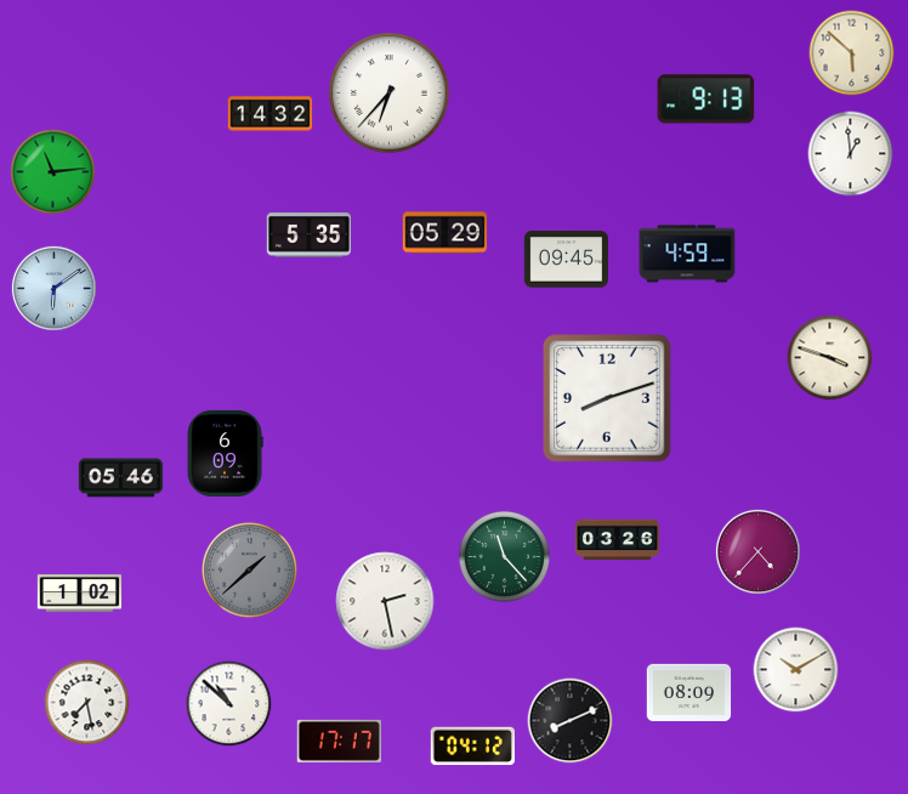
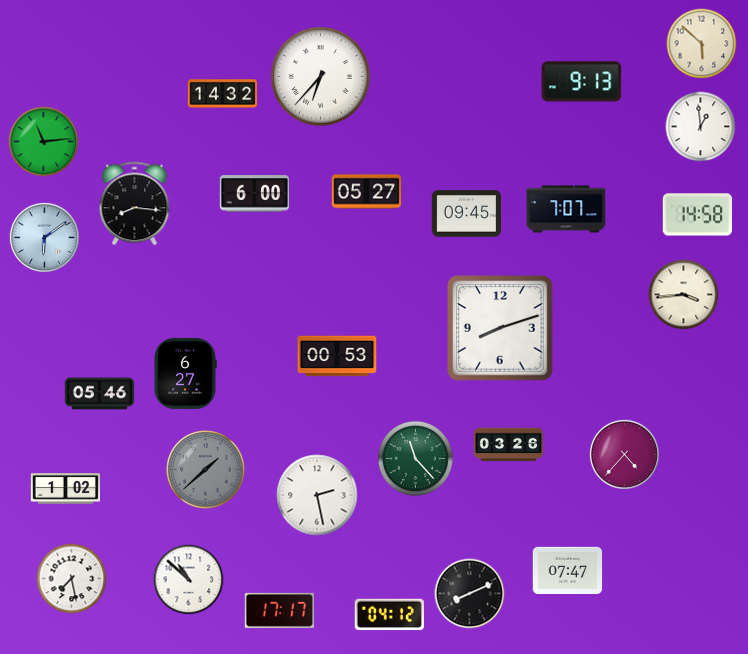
clock at (446, 233): 05:29 -> 05:27
clock at (308, 236): 5:35 -> 6:00
clock at (135, 204): none -> 8:16
clock at (687, 254): 4:59 -> 7:07
clock at (697, 215): none -> 14:58
clock at (830, 358): 3:48 -> 3:44
clock at (337, 356): none -> 00:53
clock at (225, 453): 6:09 -> 6:27
clock at (796, 670): 10:10 -> none
clock at (689, 692): 08:09 -> 07:47
